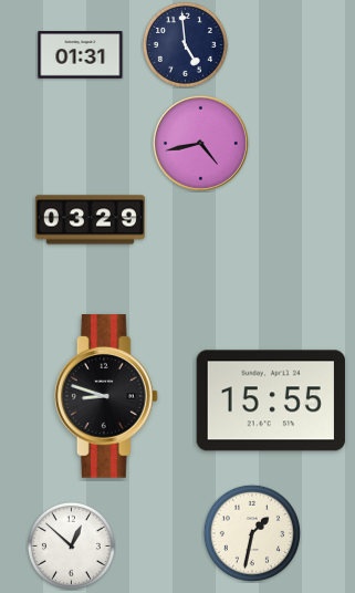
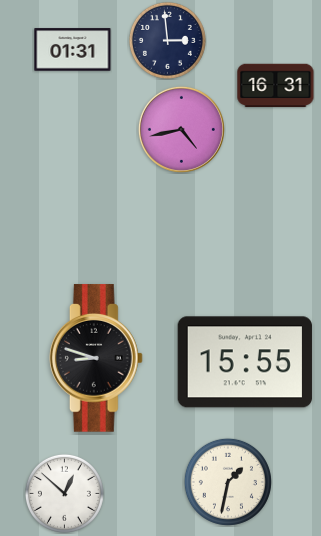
clock at (185, 44): 4:59 -> 2:59
clock at (276, 86): none -> 16:31
clock at (90, 220): 03:29 -> none
